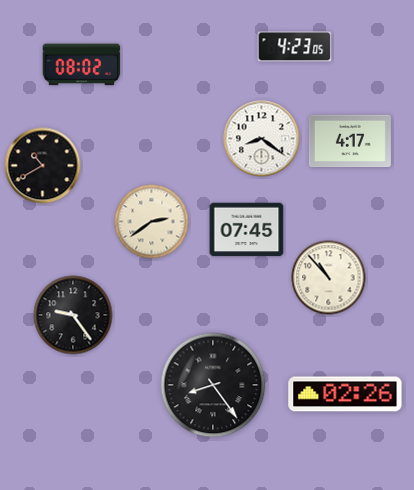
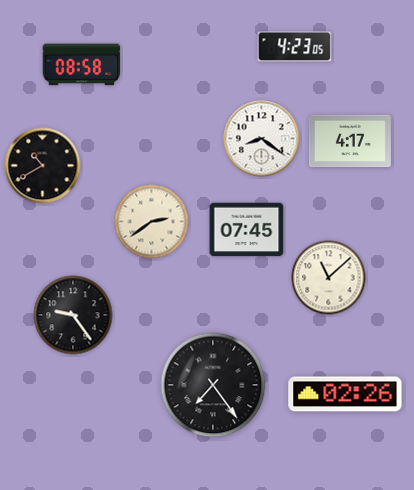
clock at (82, 65): 08:02 -> 08:58
clock at (329, 278): 10:53 -> 11:08
clock at (213, 385): 8:24 -> 7:24
